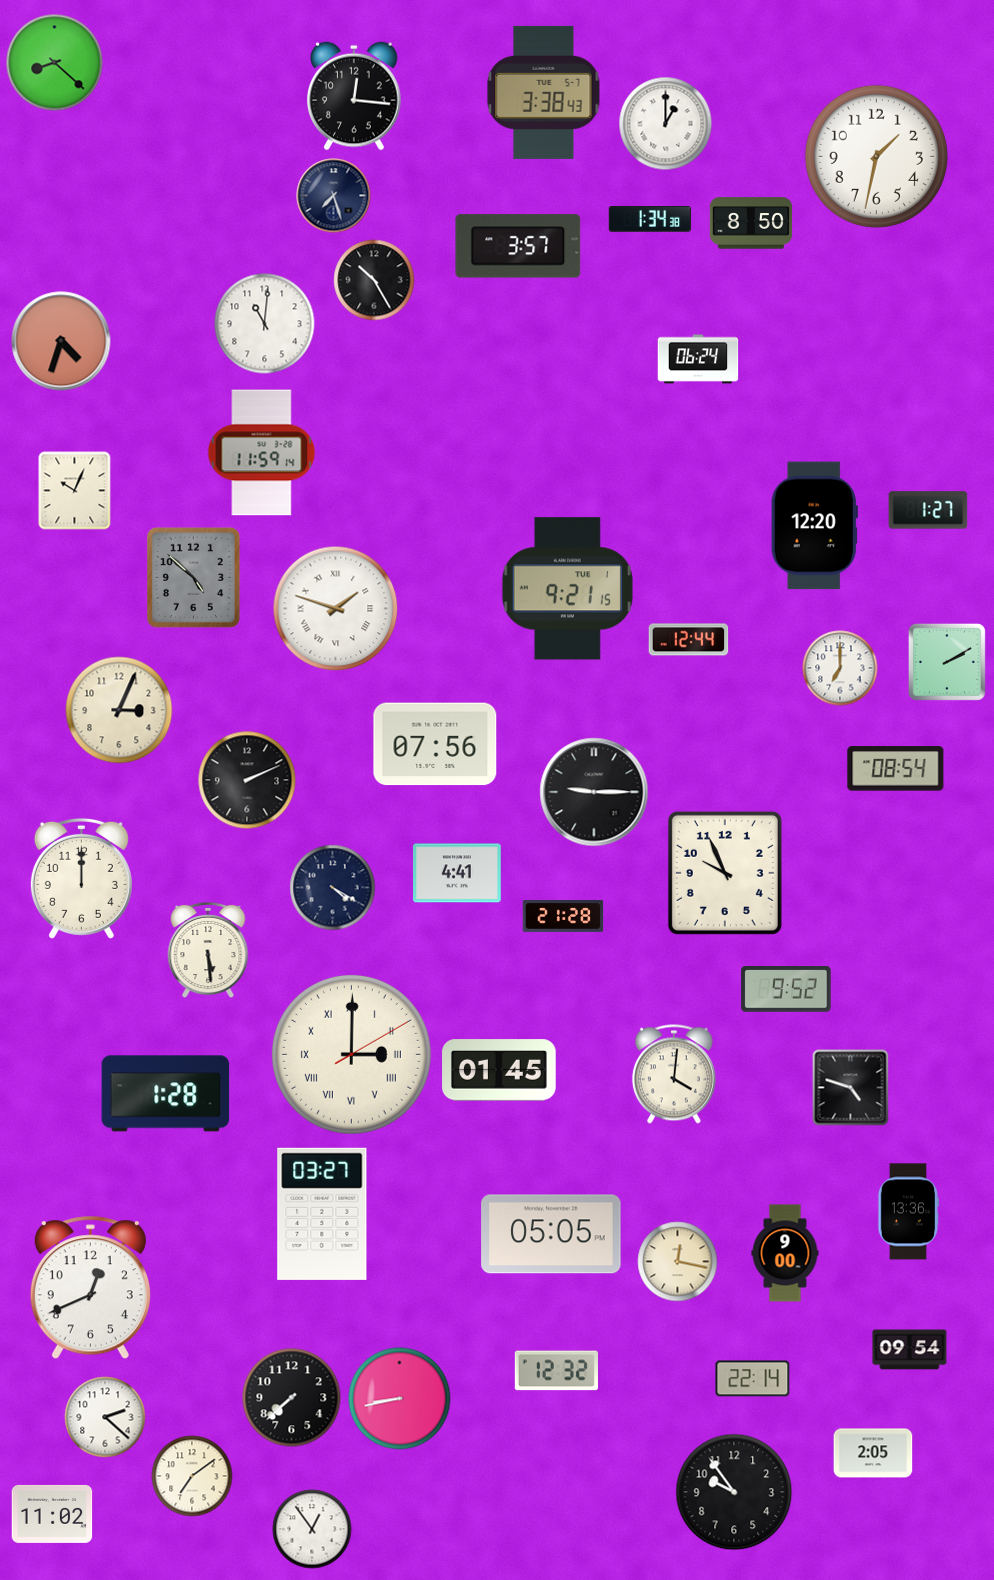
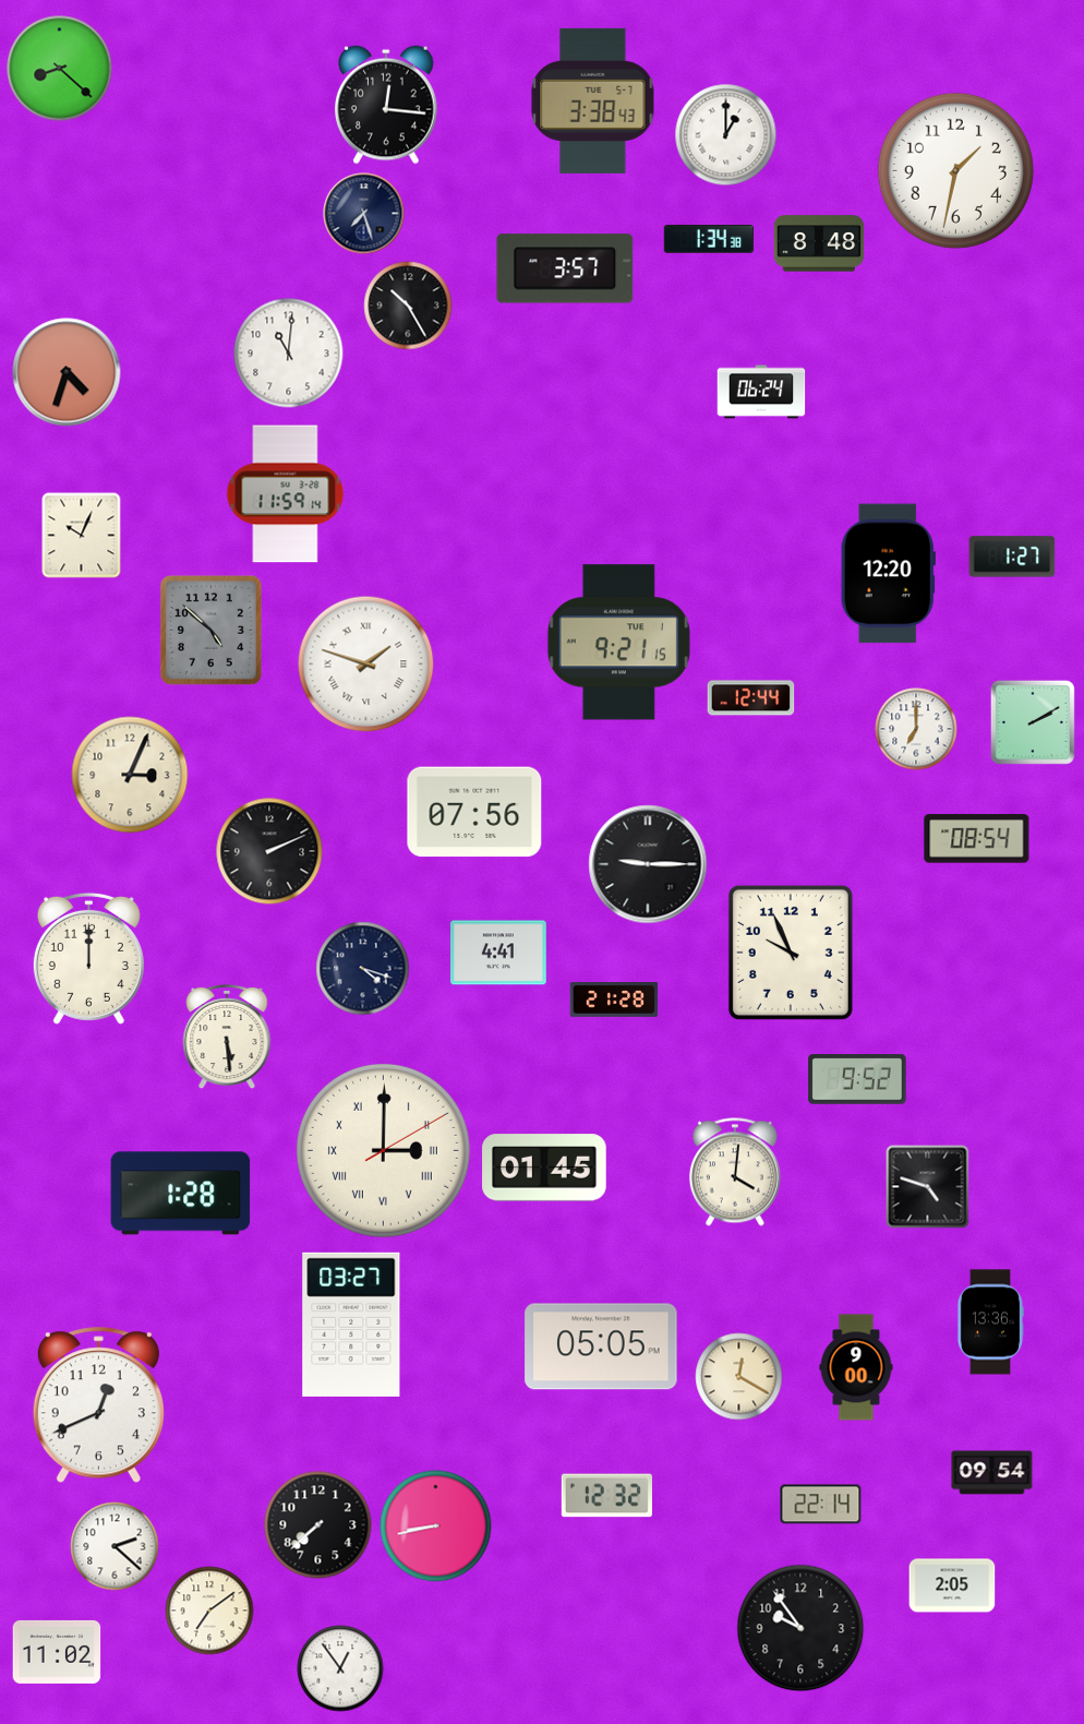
clock at (751, 223): 8:50 -> 8:48
clock at (333, 888): 4:20 -> 4:18
clock at (678, 1262): 12:17 -> 12:20
